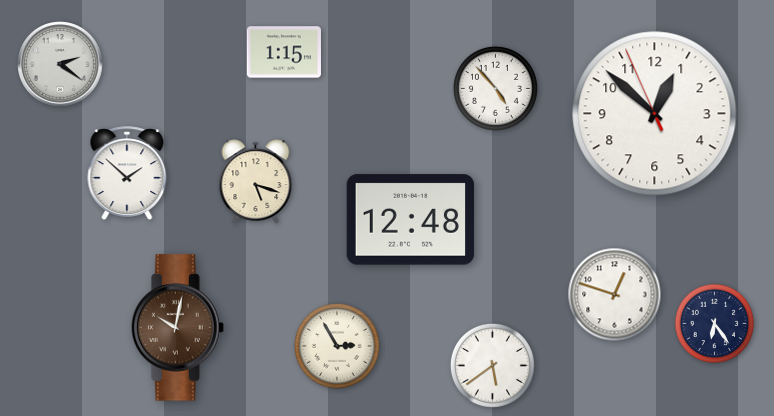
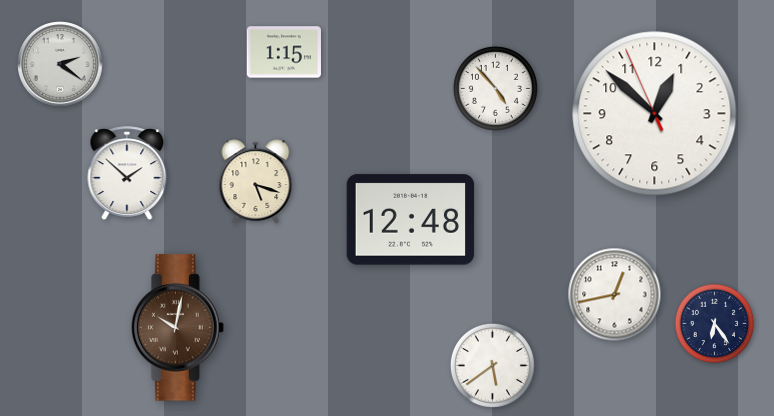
clock at (615, 295): 12:48 -> 12:43
clock at (337, 346): 2:55 -> none
